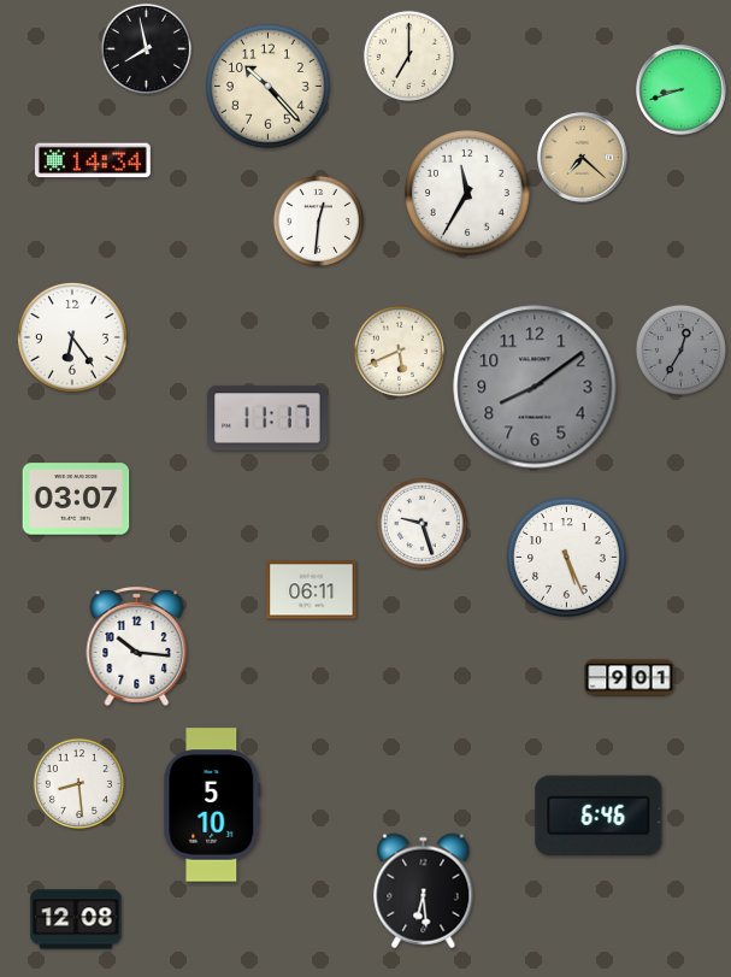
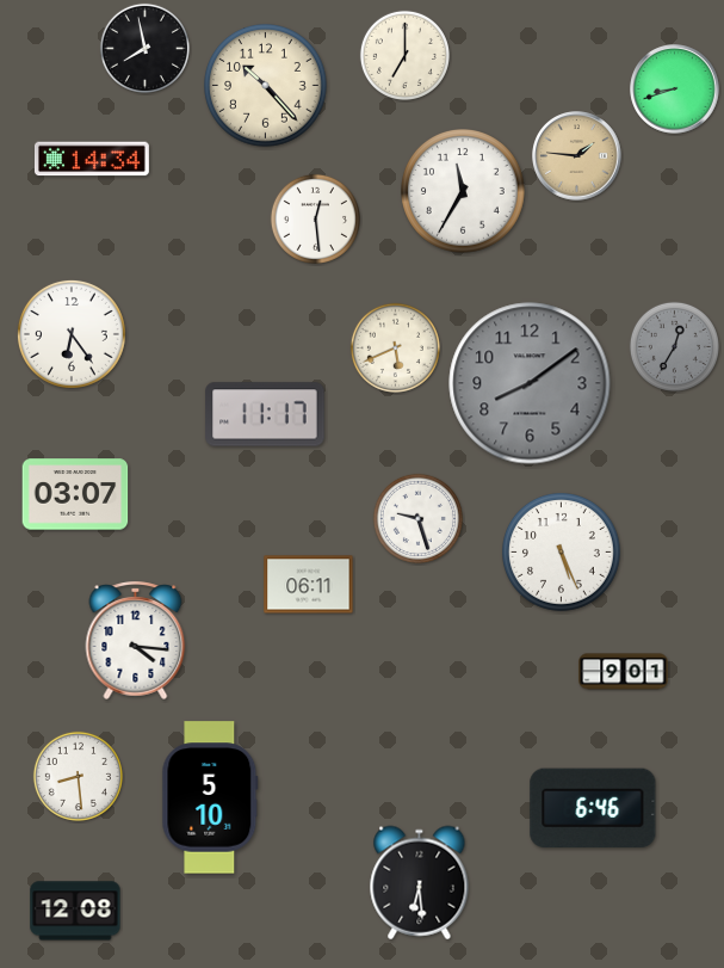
clock at (583, 158): 7:22 -> 1:46
clock at (318, 220): 12:31 -> 12:29
clock at (137, 646): 10:16 -> 4:16
